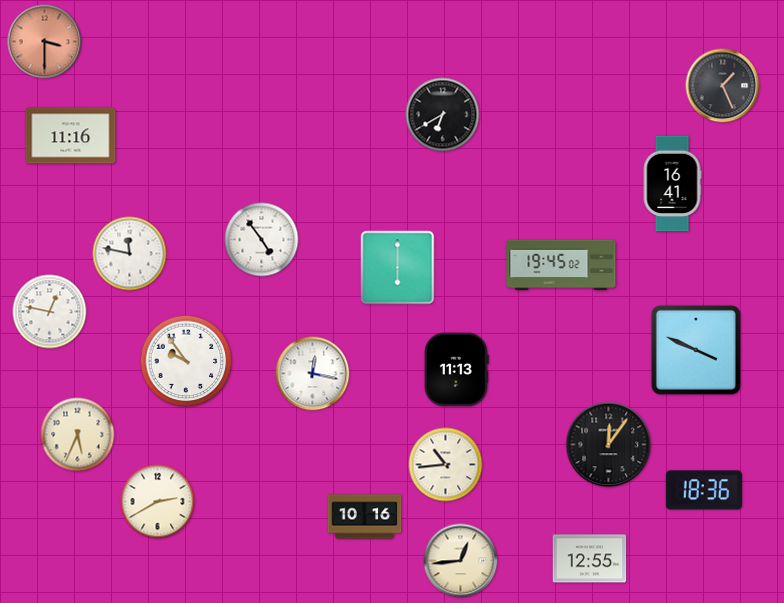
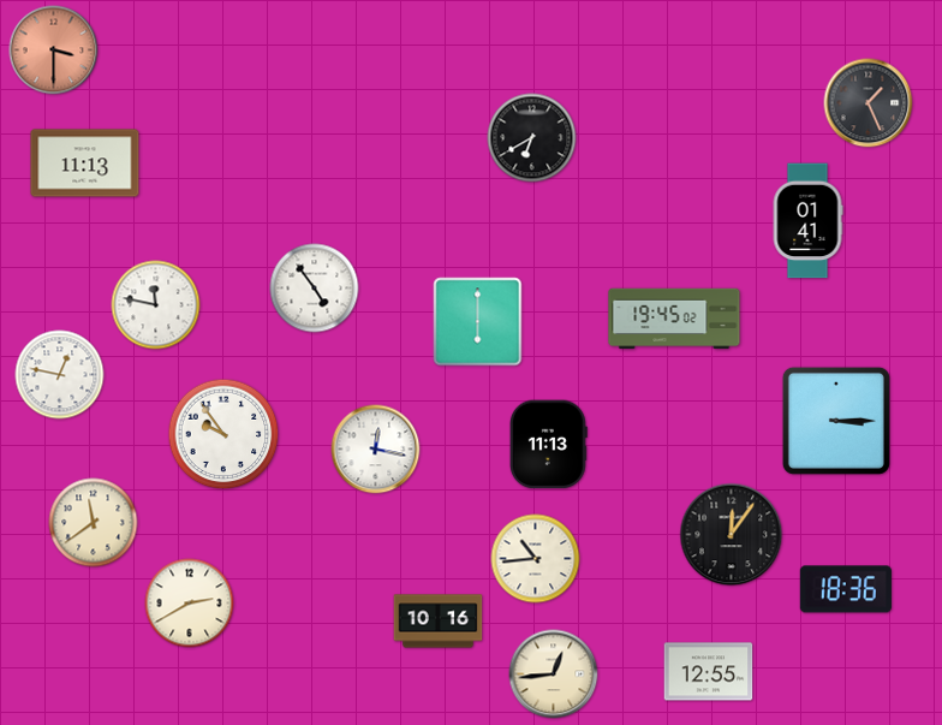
clock at (71, 136): 11:16 -> 11:13
clock at (672, 184): 16:41 -> 01:41
clock at (696, 350): 3:49 -> 3:15
clock at (78, 435): 5:34 -> 11:39
